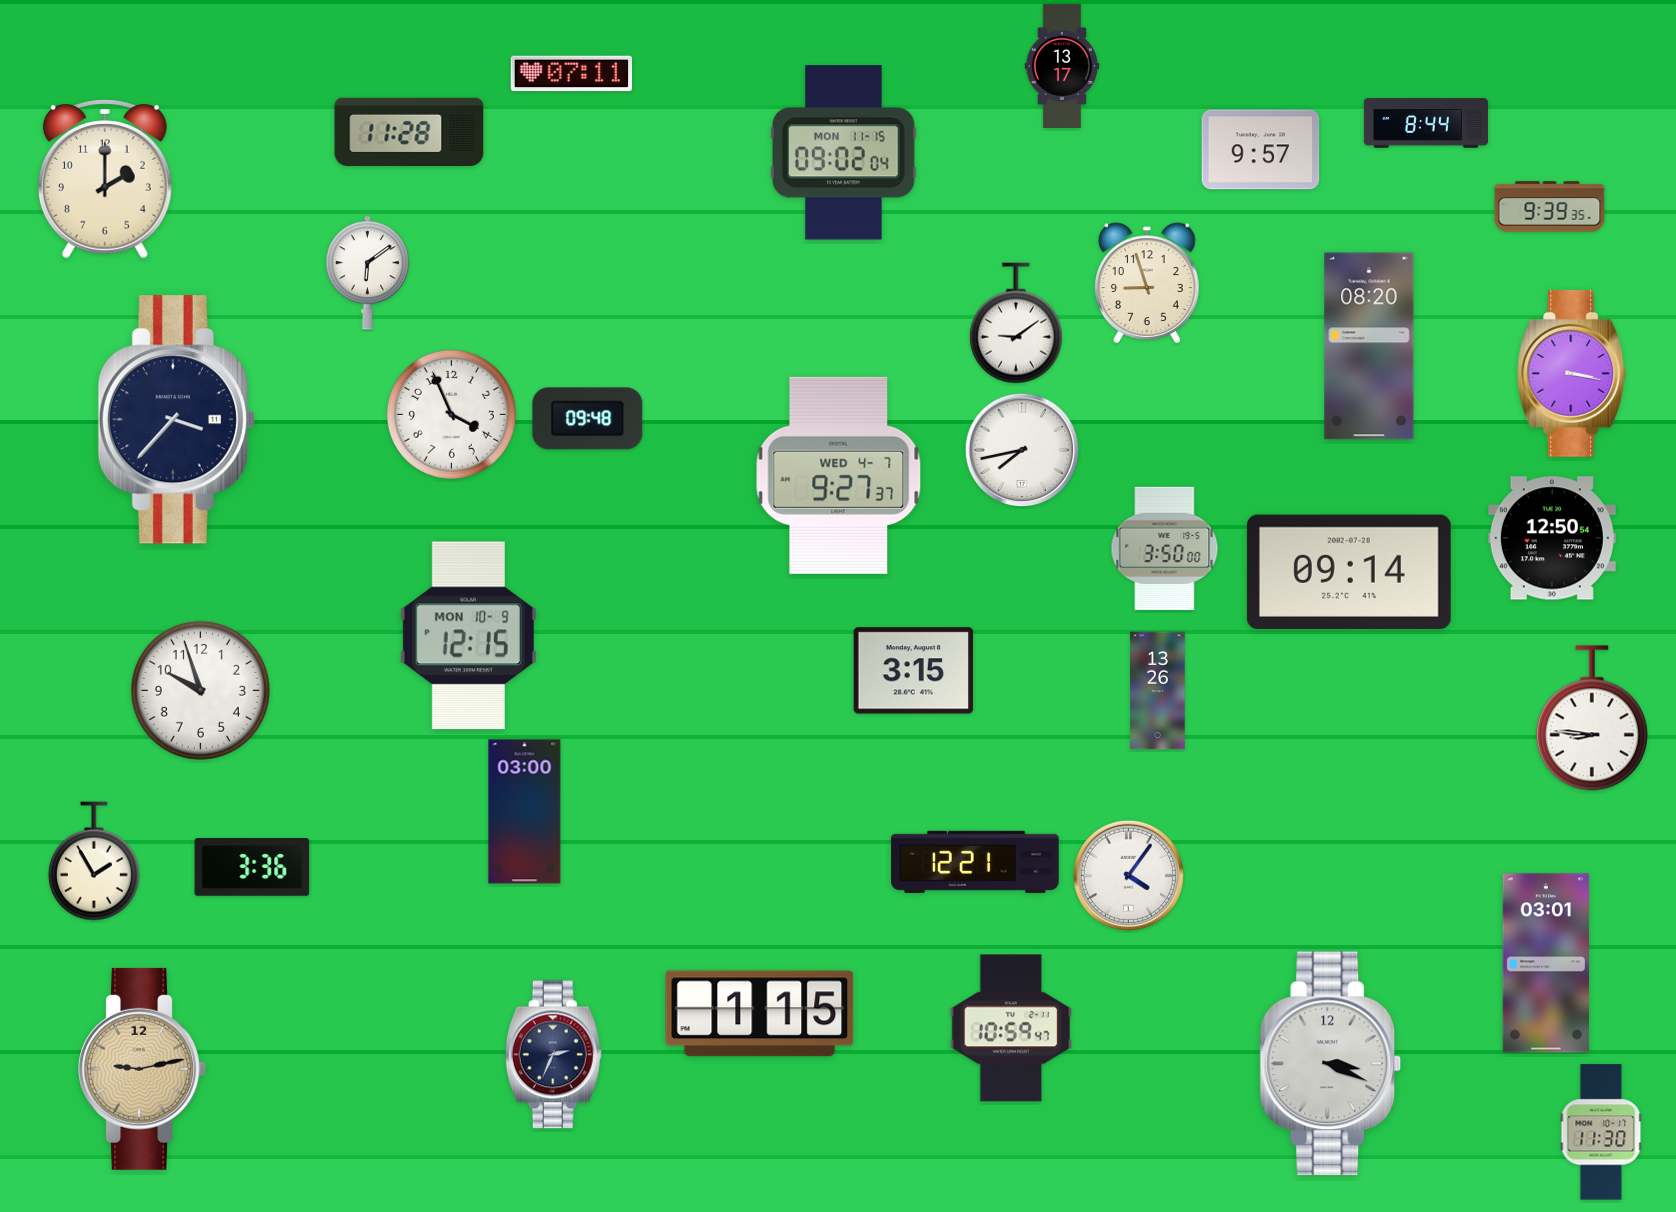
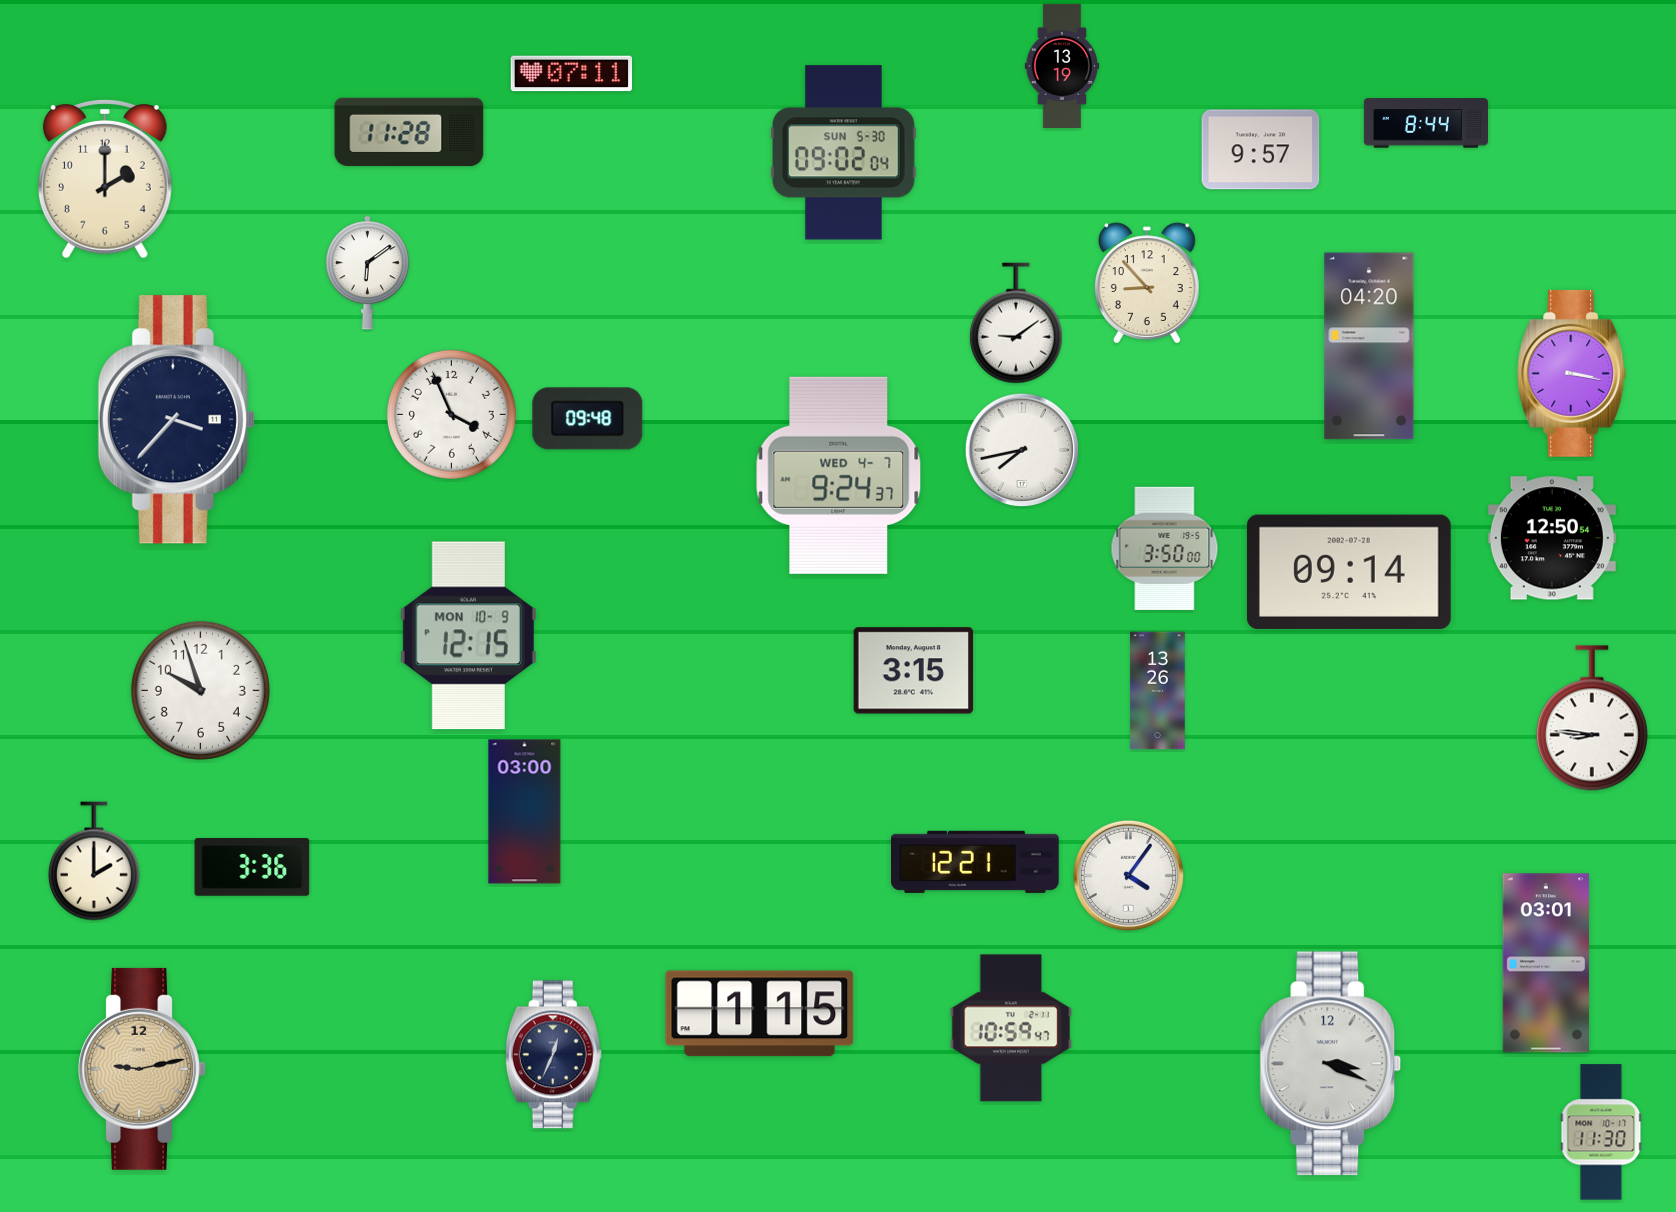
clock at (1062, 66): 13:17 -> 13:19
clock at (844, 153) date: MON 11-15 -> SUN 5-30
clock at (1550, 207): 9:39 -> none
clock at (1148, 283): 8:57 -> 8:53
clock at (1369, 346): 08:20 -> 04:20
clock at (839, 475): 9:27 -> 9:24
clock at (94, 861): 1:55 -> 2:00
clock at (553, 1055): 2:34 -> 12:34
